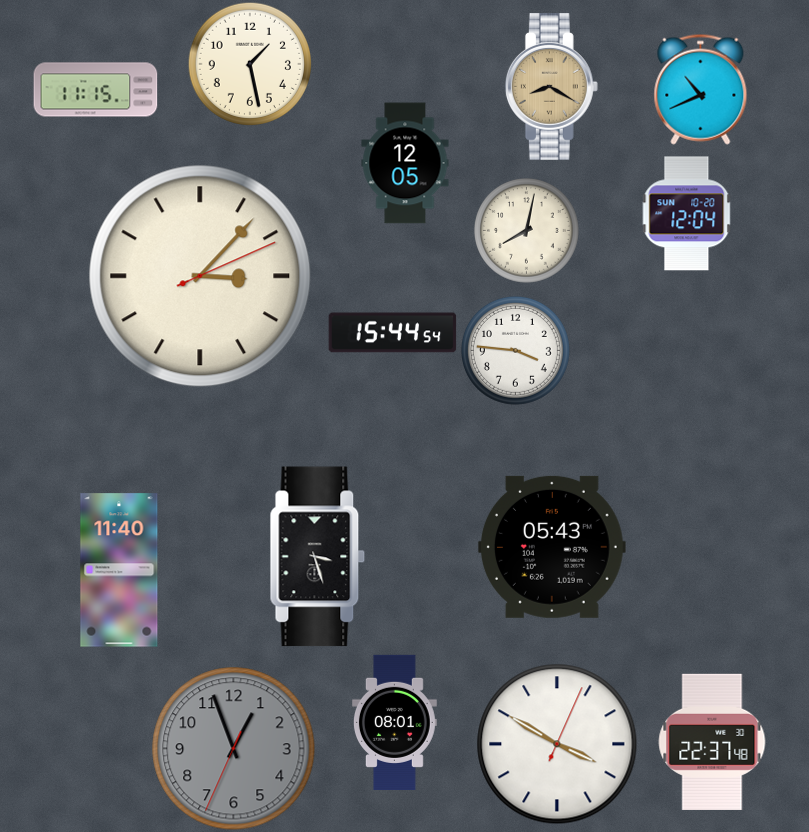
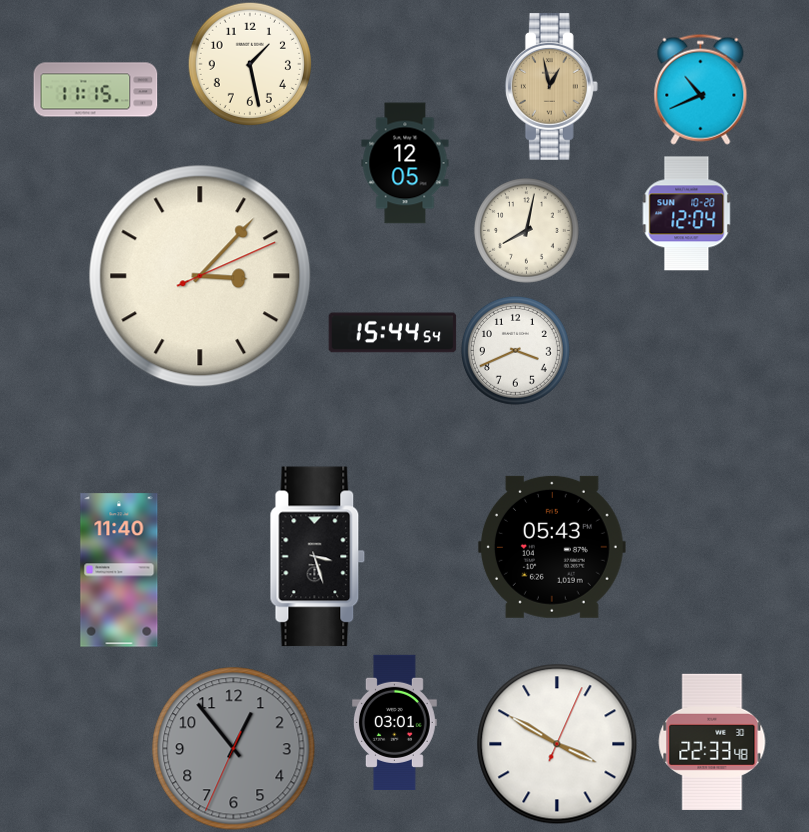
clock at (551, 87): 8:20 -> 12:58
clock at (515, 350): 3:46 -> 3:41
clock at (394, 722): 08:01 -> 03:01
clock at (712, 742): 22:37 -> 22:33
clock at (234, 749): 12:56 -> 12:53
